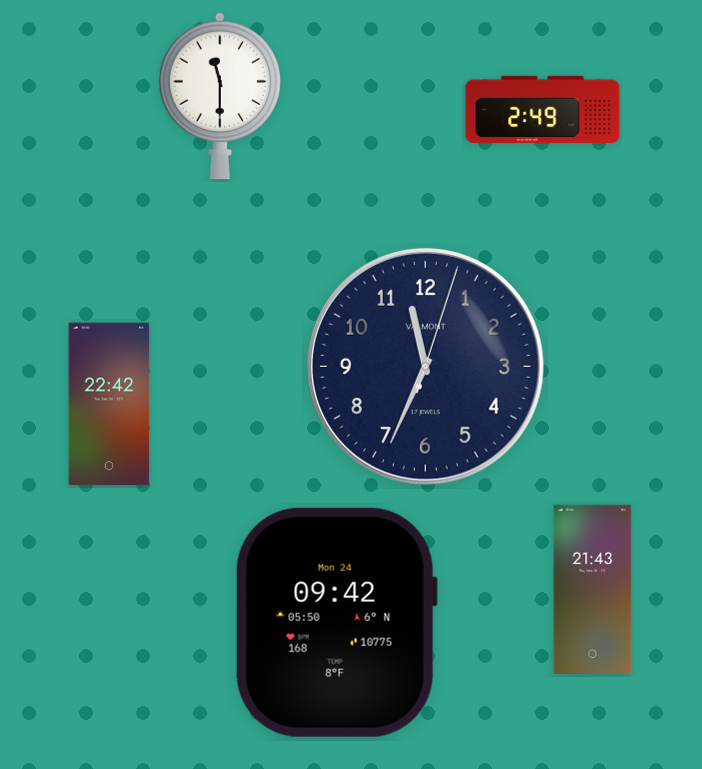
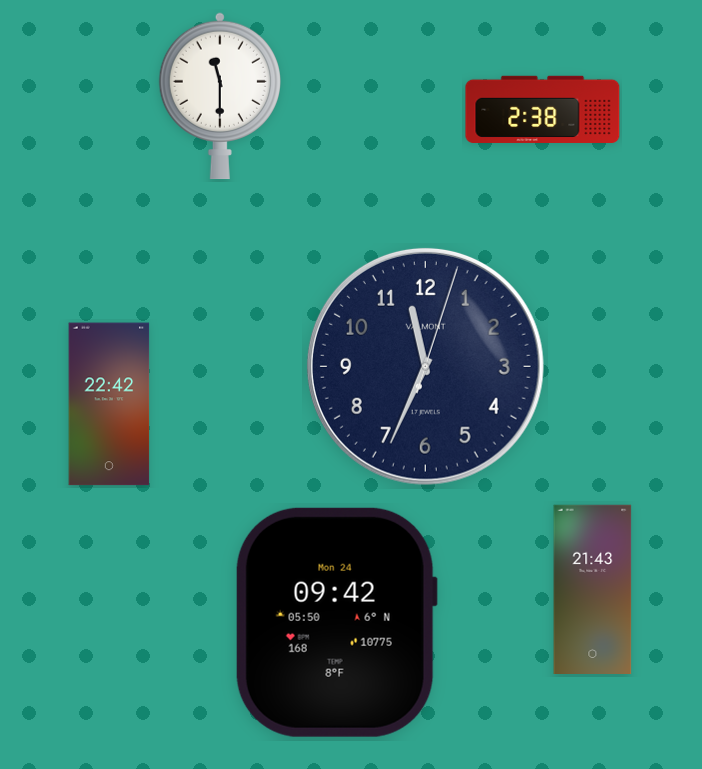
clock at (543, 109): 2:49 -> 2:38
